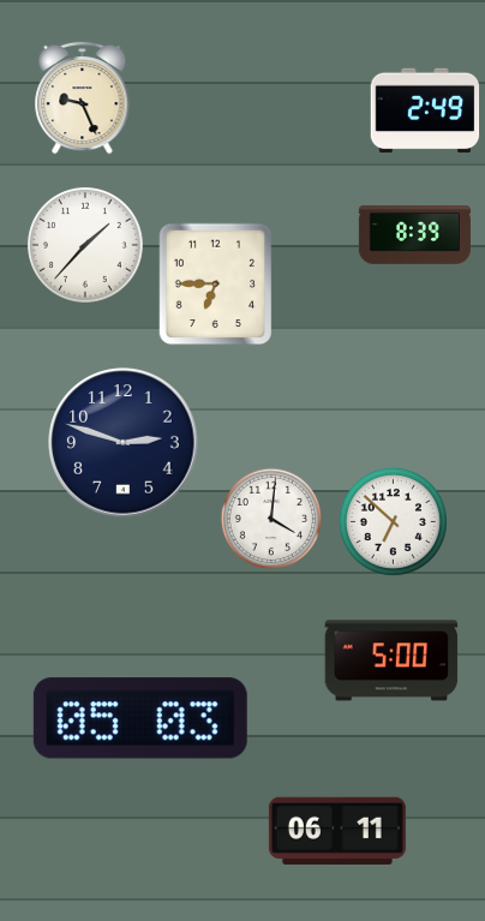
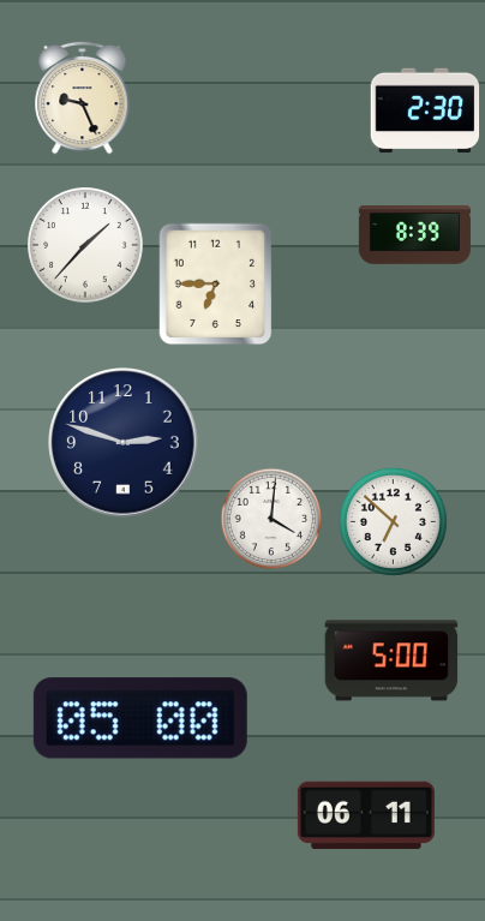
clock at (425, 110): 2:49 -> 2:30
clock at (140, 718): 05:03 -> 05:00
clock at (337, 830) position: (337, 830) -> (366, 814)
